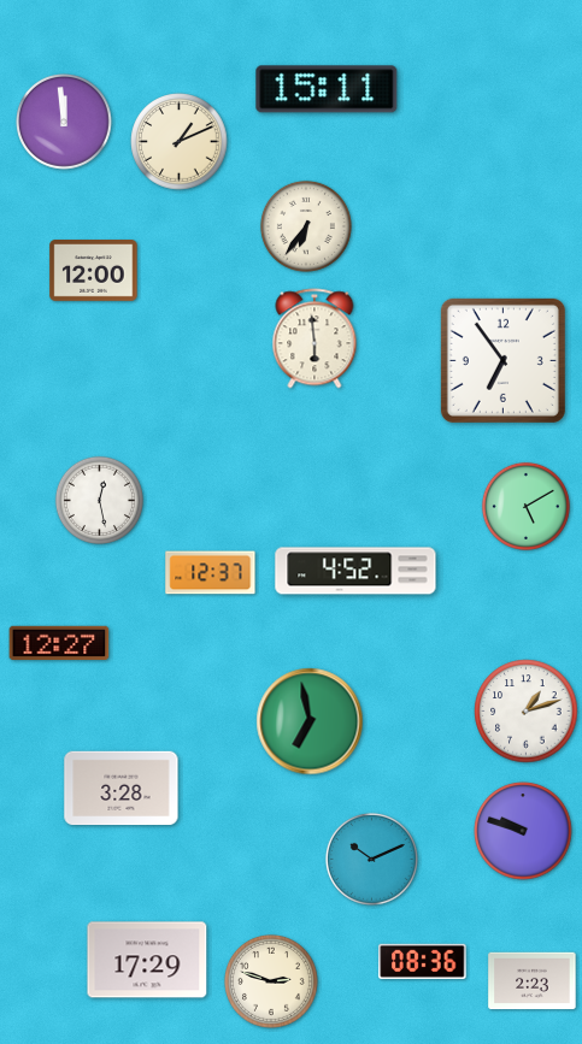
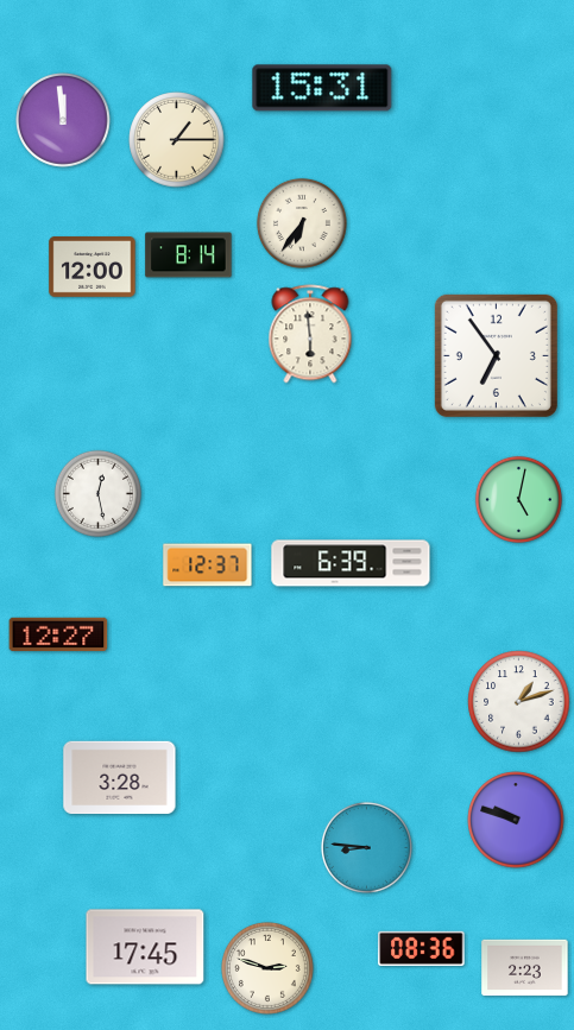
clock at (327, 89): 15:11 -> 15:31
clock at (180, 142): 1:11 -> 1:15
clock at (189, 255): none -> 8:14
clock at (525, 506): 5:10 -> 5:02
clock at (355, 571): 4:52 -> 6:39
clock at (310, 721): 6:58 -> none
clock at (371, 859): 10:11 -> 8:46
clock at (147, 960): 17:29 -> 17:45
clock at (423, 961) position: (423, 961) -> (422, 948)
